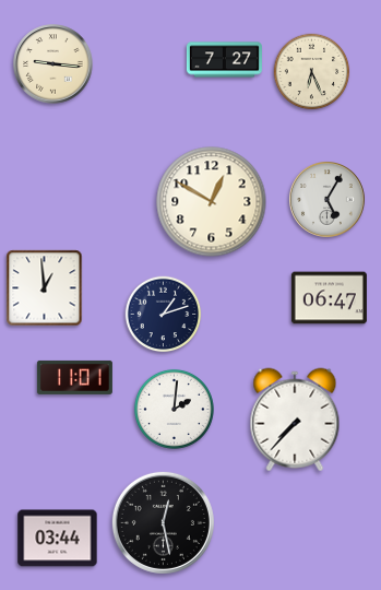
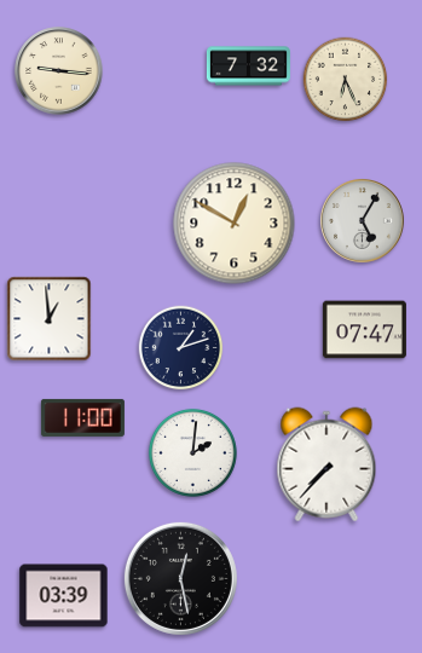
clock at (224, 60): 7:27 -> 7:32
clock at (329, 298): 06:47 -> 07:47
clock at (74, 377): 11:01 -> 11:00
clock at (58, 539): 03:44 -> 03:39
